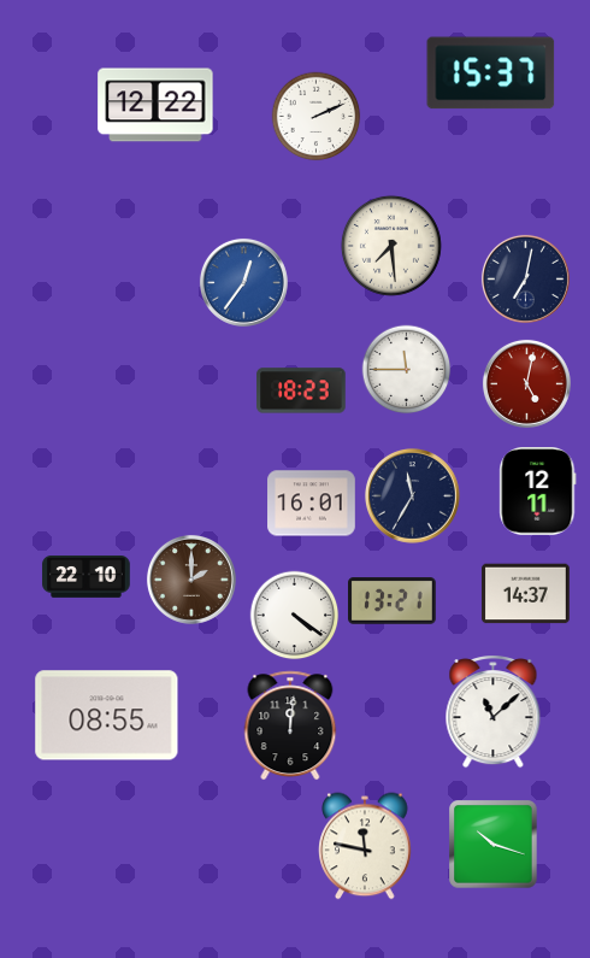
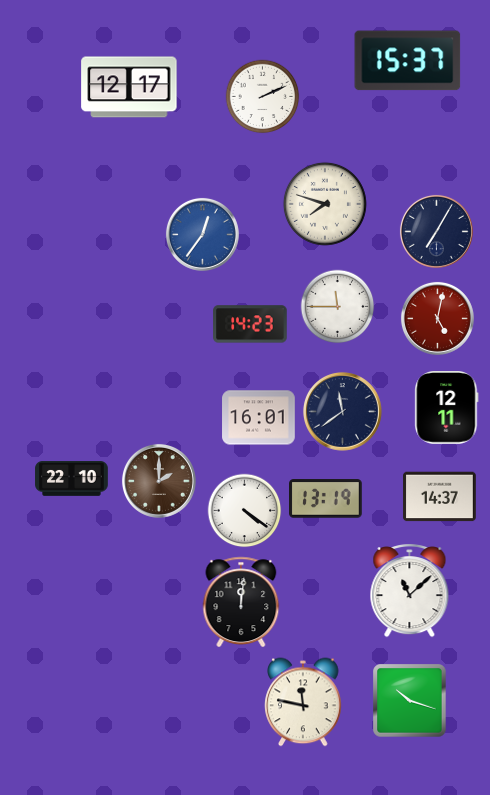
clock at (155, 105): 12:22 -> 12:17
clock at (391, 246): 7:29 -> 7:48
clock at (525, 278): 7:02 -> 7:05
clock at (301, 390): 18:23 -> 14:23
clock at (413, 495): 11:35 -> 11:39
clock at (526, 594) position: (526, 594) -> (440, 497)
clock at (393, 601): 13:21 -> 13:19
clock at (107, 716): 08:55 -> none
